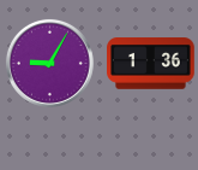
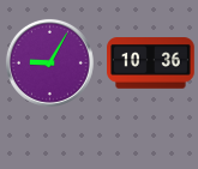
clock at (151, 64): 1:36 -> 10:36
